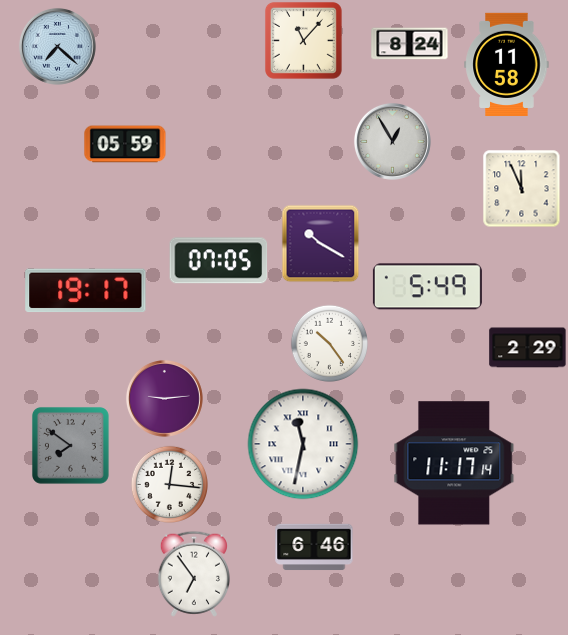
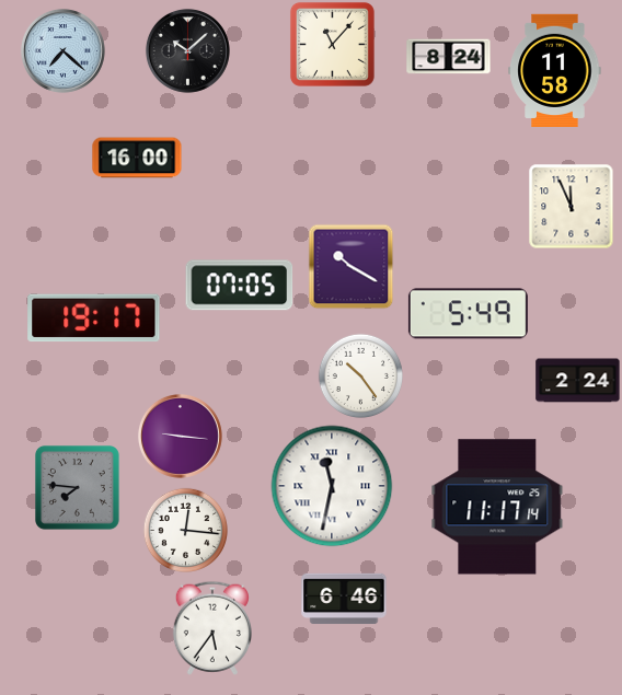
clock at (410, 44) position: (410, 44) -> (449, 57)
clock at (187, 50): none -> 10:08
clock at (392, 141): 12:55 -> none
clock at (125, 144): 05:59 -> 16:00
clock at (528, 348): 2:29 -> 2:24
clock at (164, 398): 9:14 -> 9:16
clock at (70, 445): 7:51 -> 7:46
clock at (193, 574): 6:54 -> 5:36
